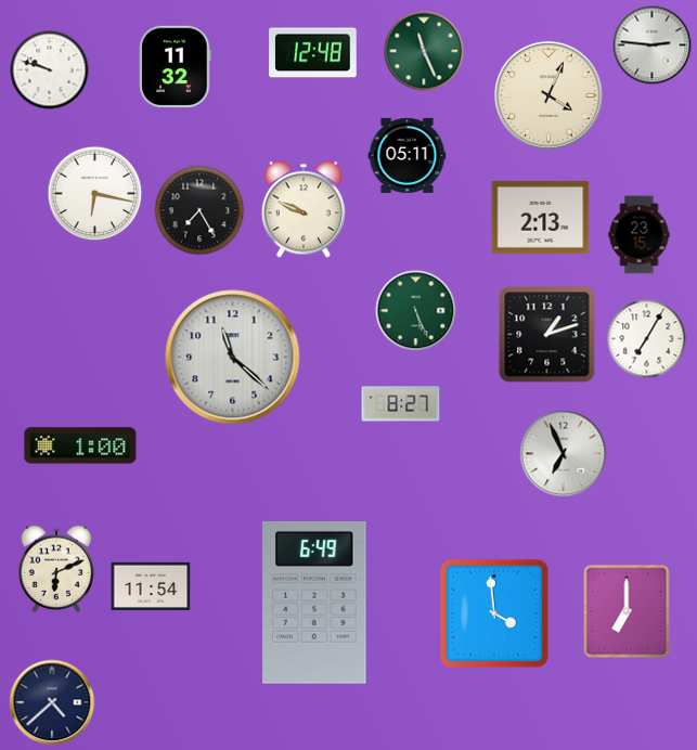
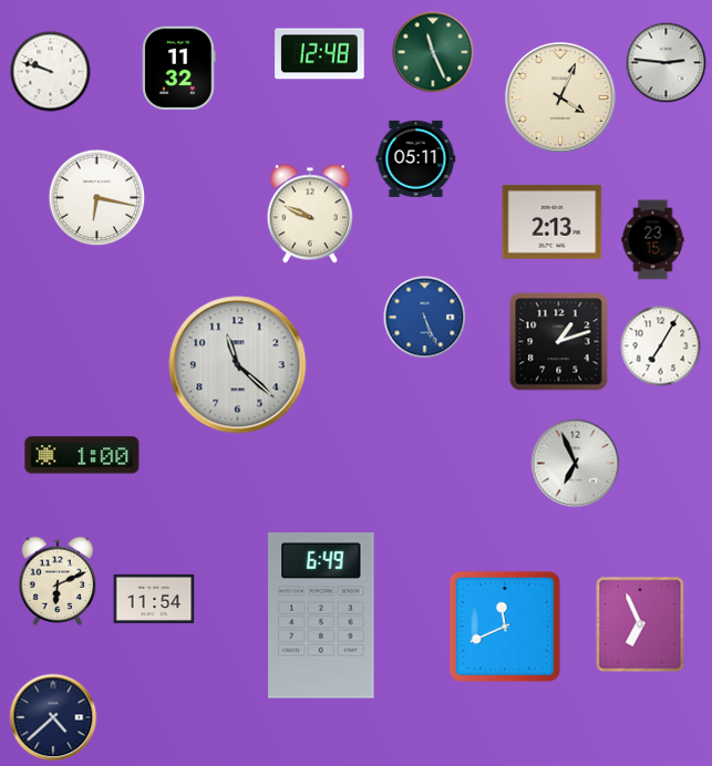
clock at (653, 46) position: (653, 46) -> (667, 63)
clock at (199, 210): 7:25 -> none
clock at (416, 311) dial: green -> blue
clock at (401, 404): 8:27 -> none
clock at (627, 611): 7:00 -> 6:56
clock at (494, 613): 3:59 -> 11:41
